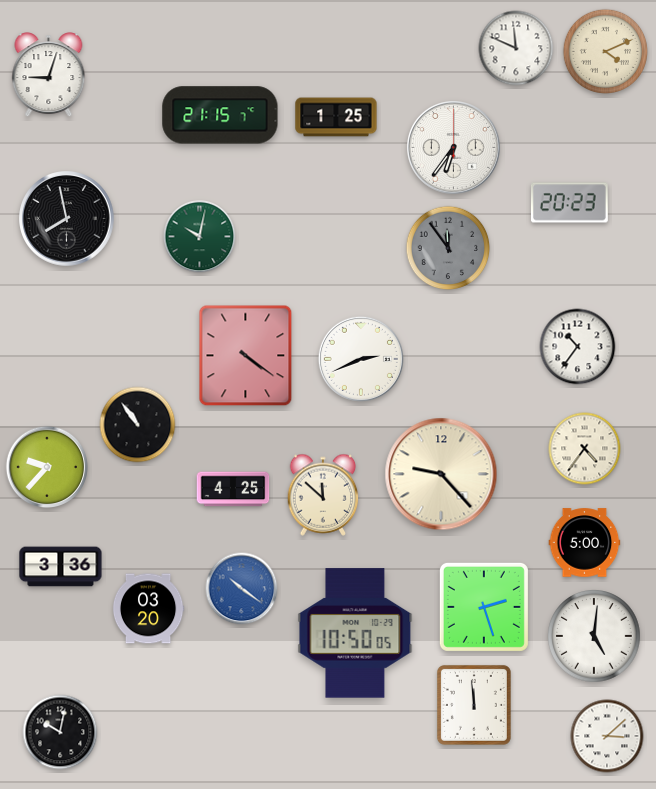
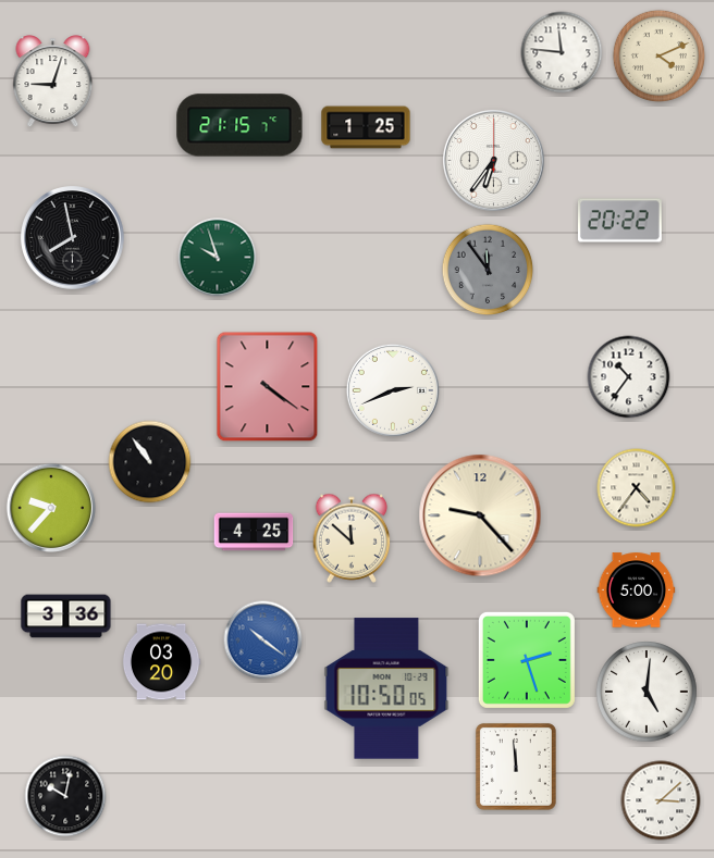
clock at (516, 48): 11:49 -> 11:46
clock at (569, 203): 20:23 -> 20:22
clock at (200, 237): 10:02 -> 9:57
